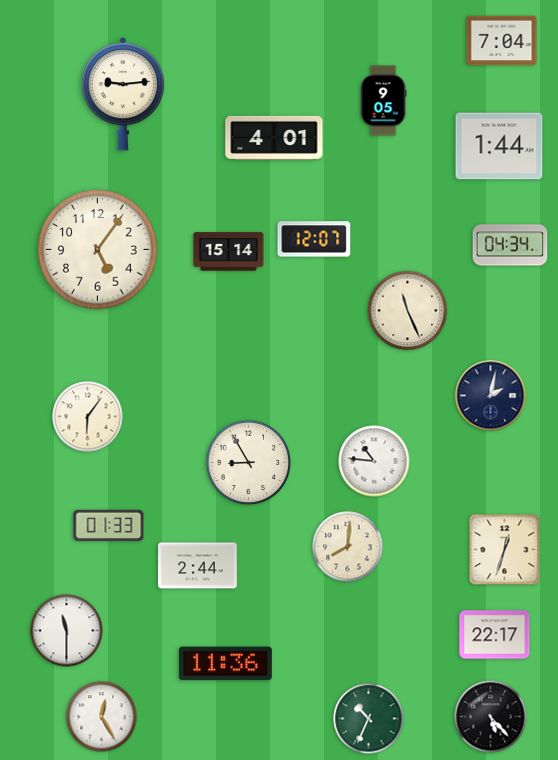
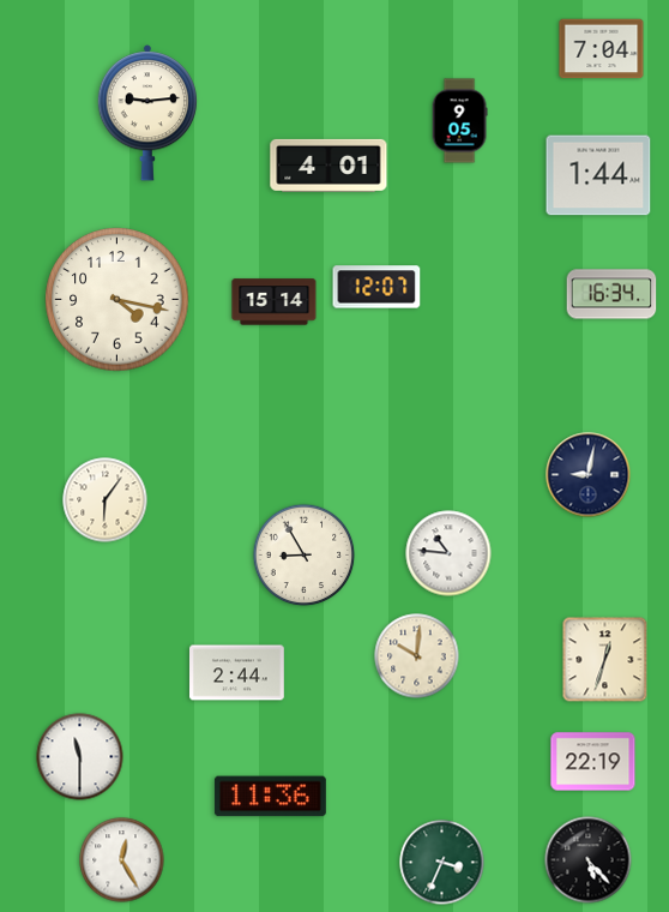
clock at (510, 245): 04:34 -> 16:34
clock at (98, 250): 5:06 -> 4:17
clock at (408, 311): 11:26 -> none
clock at (491, 396): 2:02 -> 9:02
clock at (249, 463) position: (249, 463) -> (305, 556)
clock at (109, 525): 01:33 -> none
clock at (348, 547): 8:01 -> 10:01
clock at (198, 566) position: (198, 566) -> (237, 673)
clock at (495, 635): 22:17 -> 22:19
clock at (369, 719): 10:34 -> 3:34
